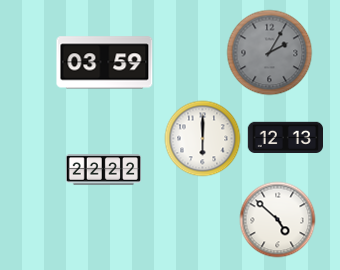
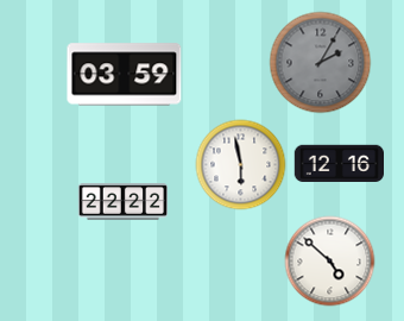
clock at (285, 137): 12:13 -> 12:16
clock at (203, 139): 6:00 -> 5:58
